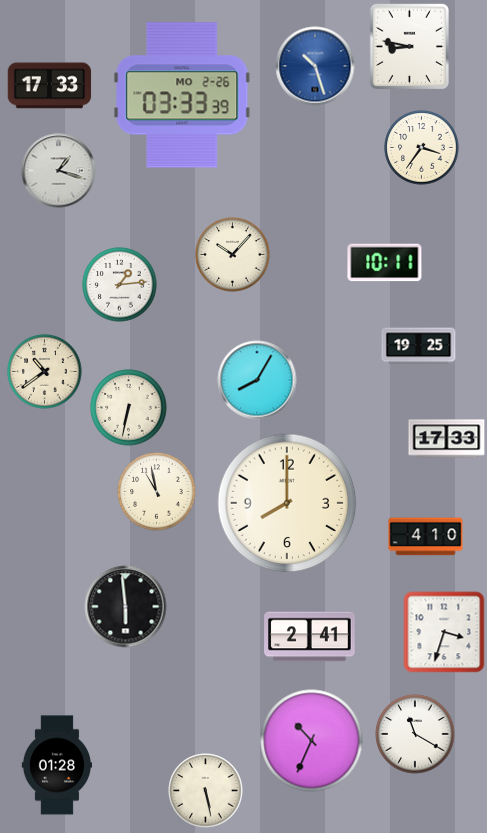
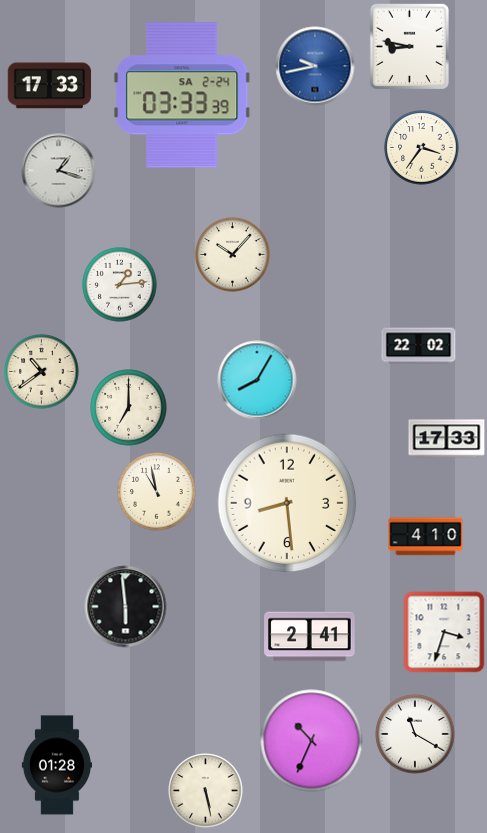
clock at (315, 66): 10:27 -> 9:43
clock at (182, 95) date: MO 2-26 -> SA 2-24
clock at (385, 263): 10:11 -> none
clock at (419, 346): 19:25 -> 22:02
clock at (45, 372) position: (45, 372) -> (42, 372)
clock at (129, 408): 6:32 -> 7:00
clock at (287, 503): 8:00 -> 8:29
